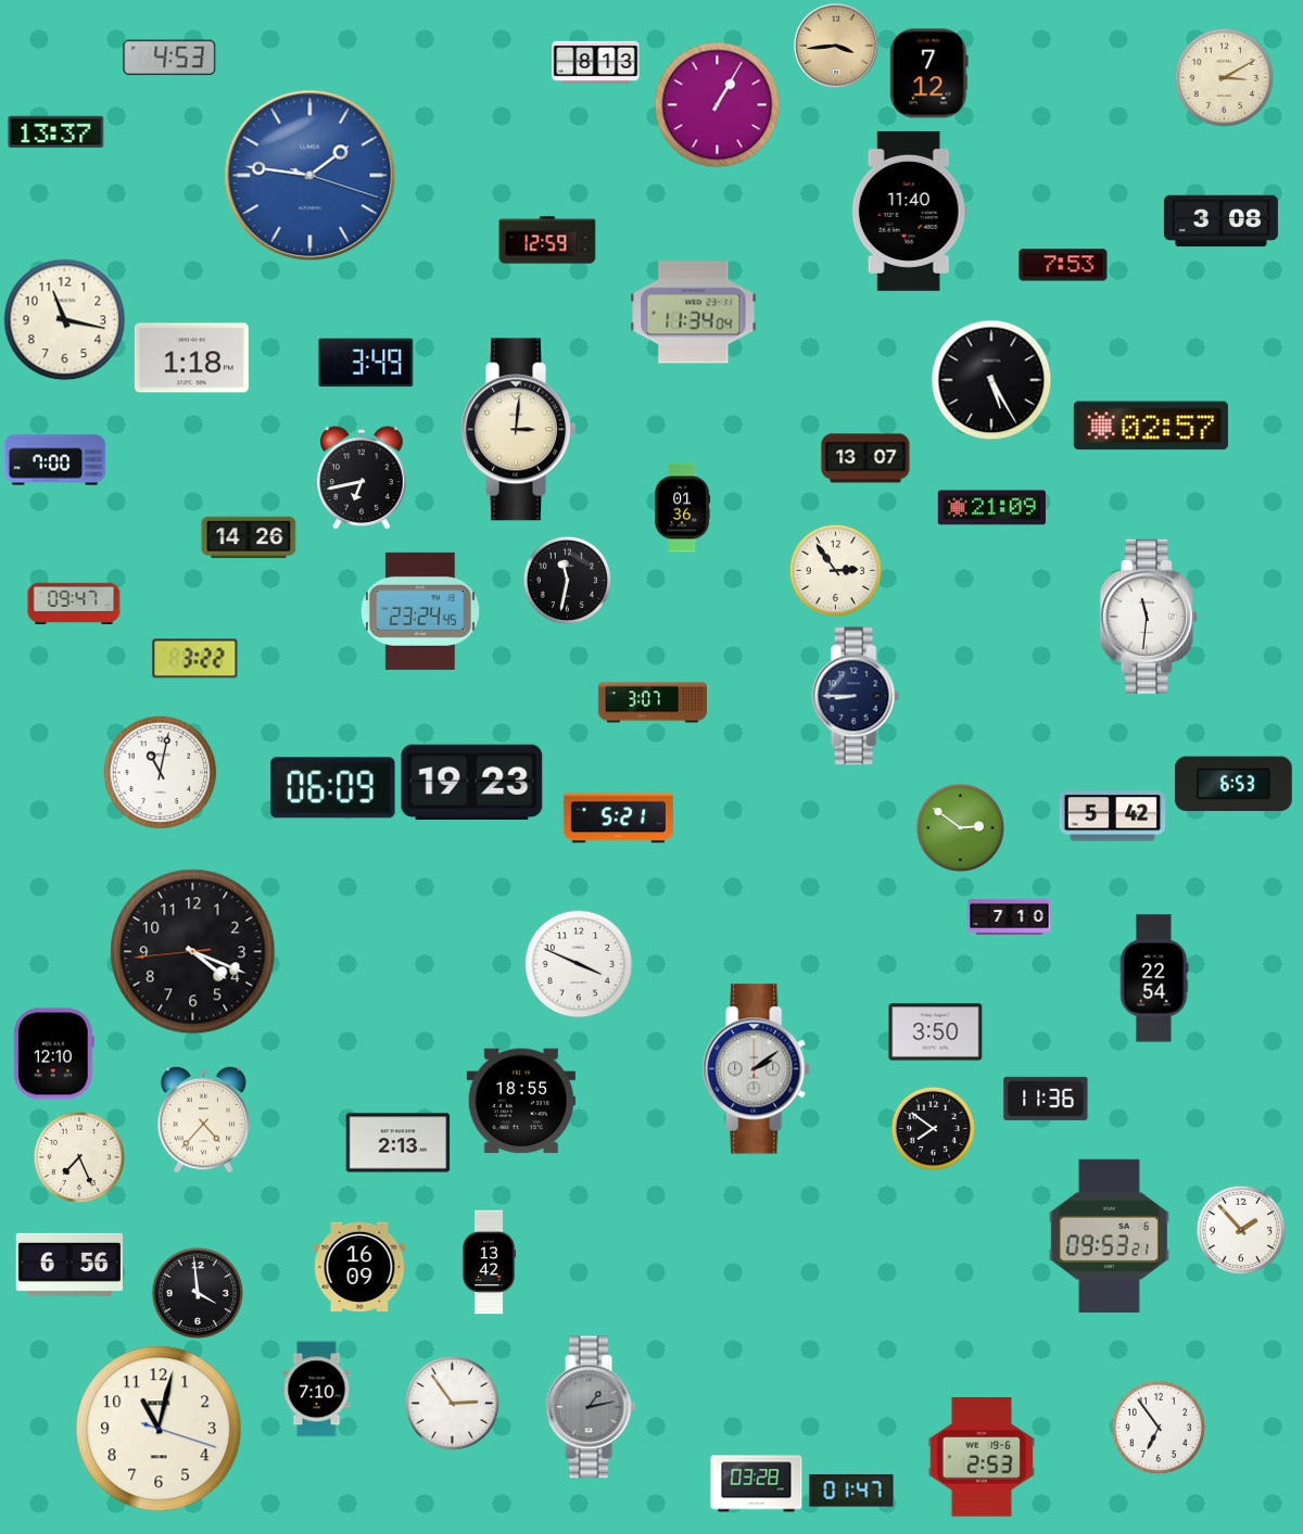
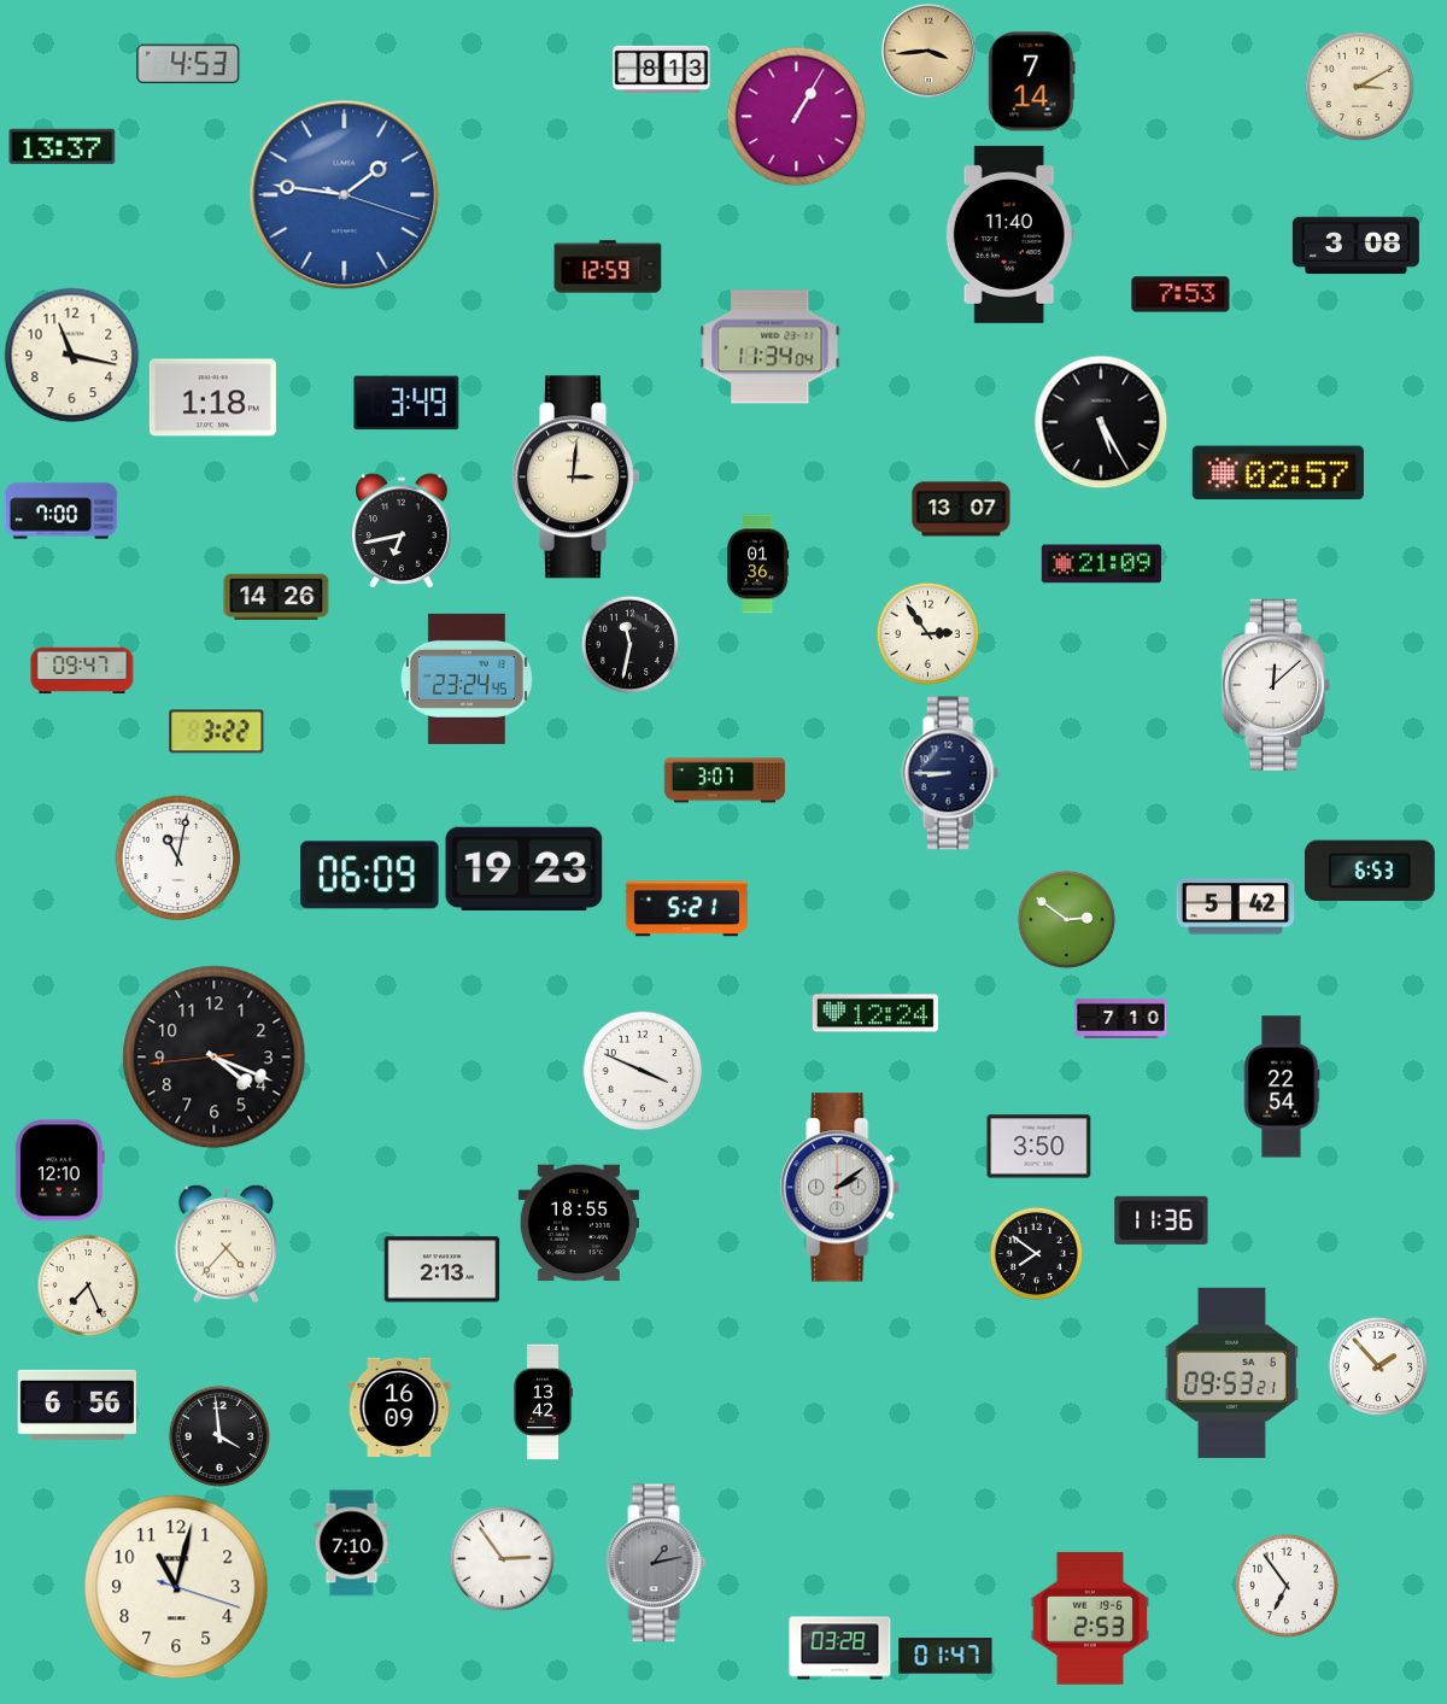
clock at (929, 74): 7:12 -> 7:14
clock at (1149, 617): 11:31 -> 12:08
clock at (875, 1013): none -> 12:24
